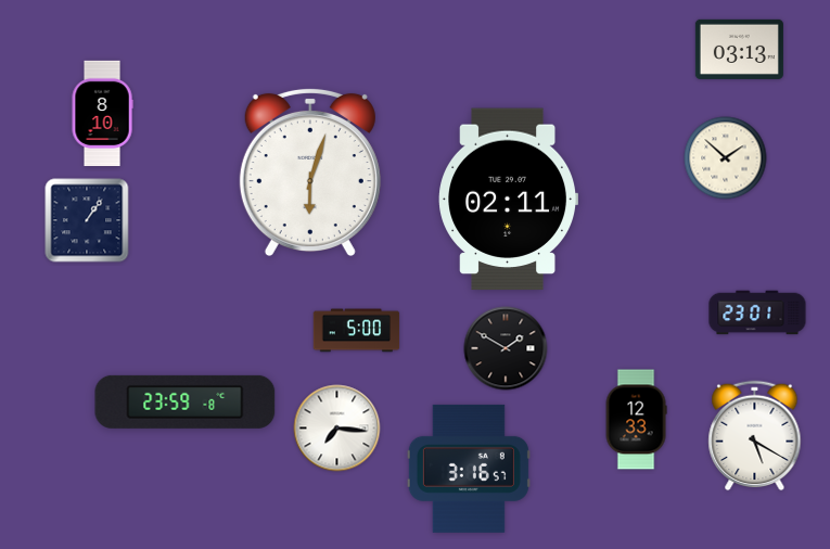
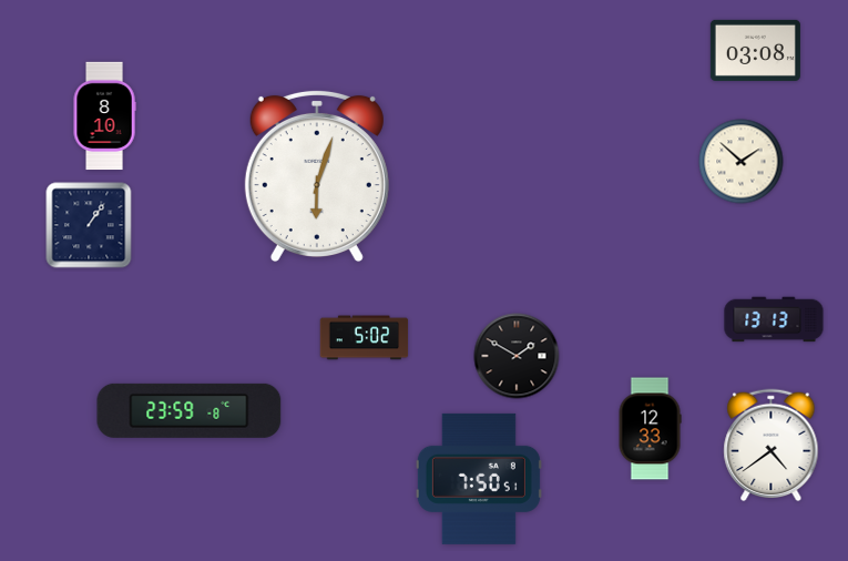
clock at (739, 49): 03:13 -> 03:08
clock at (508, 200): 02:11 -> none
clock at (757, 312): 23:01 -> 13:13
clock at (357, 331): 5:00 -> 5:02
clock at (337, 429): 7:16 -> none
clock at (755, 436): 5:20 -> 4:39
clock at (469, 469): 3:16 -> 7:50
